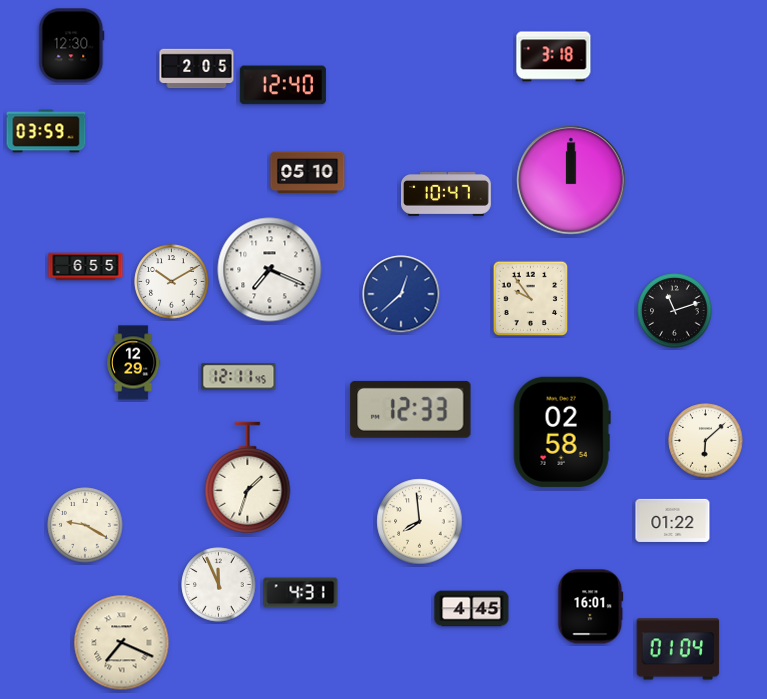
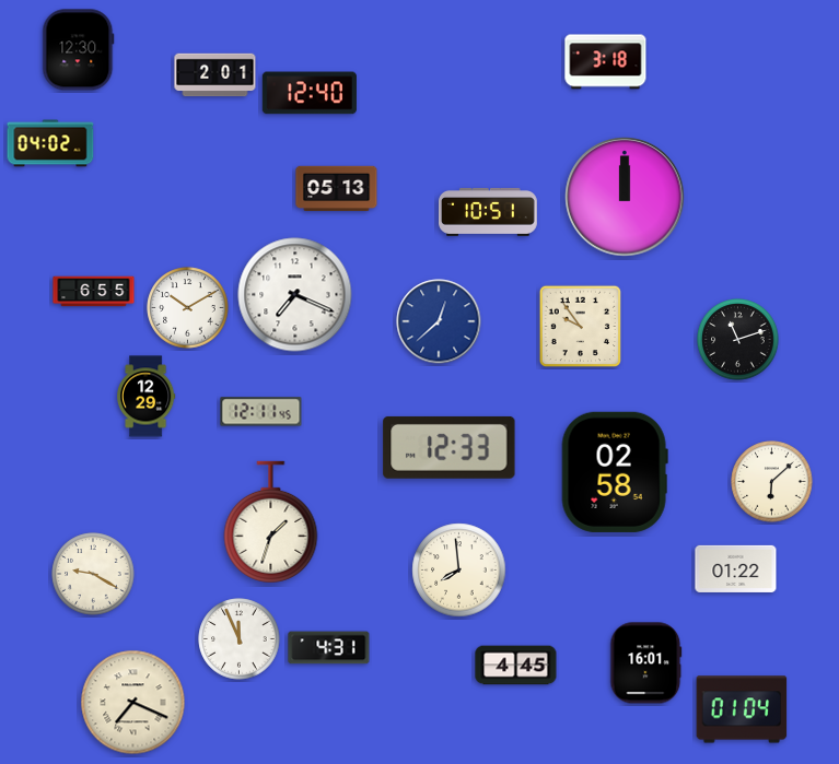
clock at (197, 69): 2:05 -> 2:01
clock at (46, 131): 03:59 -> 04:02
clock at (308, 173): 05:10 -> 05:13
clock at (447, 194): 10:47 -> 10:51
